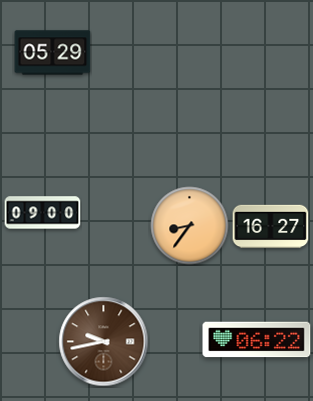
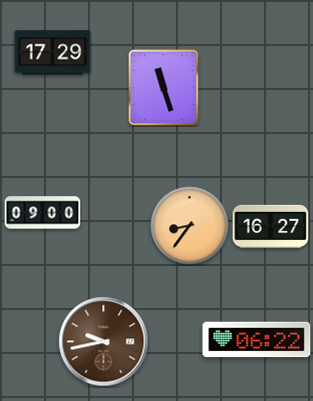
clock at (53, 53): 05:29 -> 17:29
clock at (164, 87): none -> 11:27
